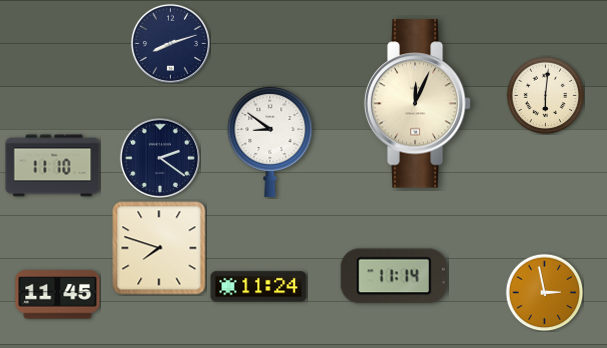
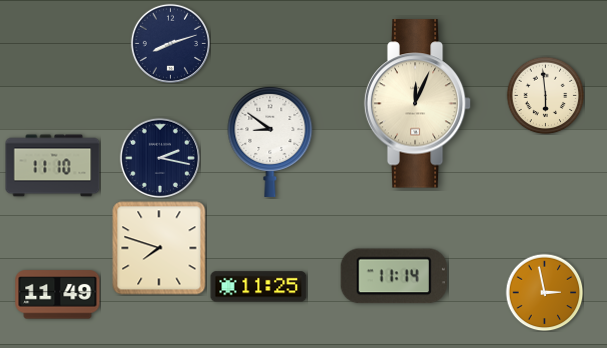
clock at (545, 95): 6:01 -> 5:59
clock at (159, 157): 2:21 -> 2:17
clock at (259, 287): 11:24 -> 11:25
clock at (58, 295): 11:45 -> 11:49
